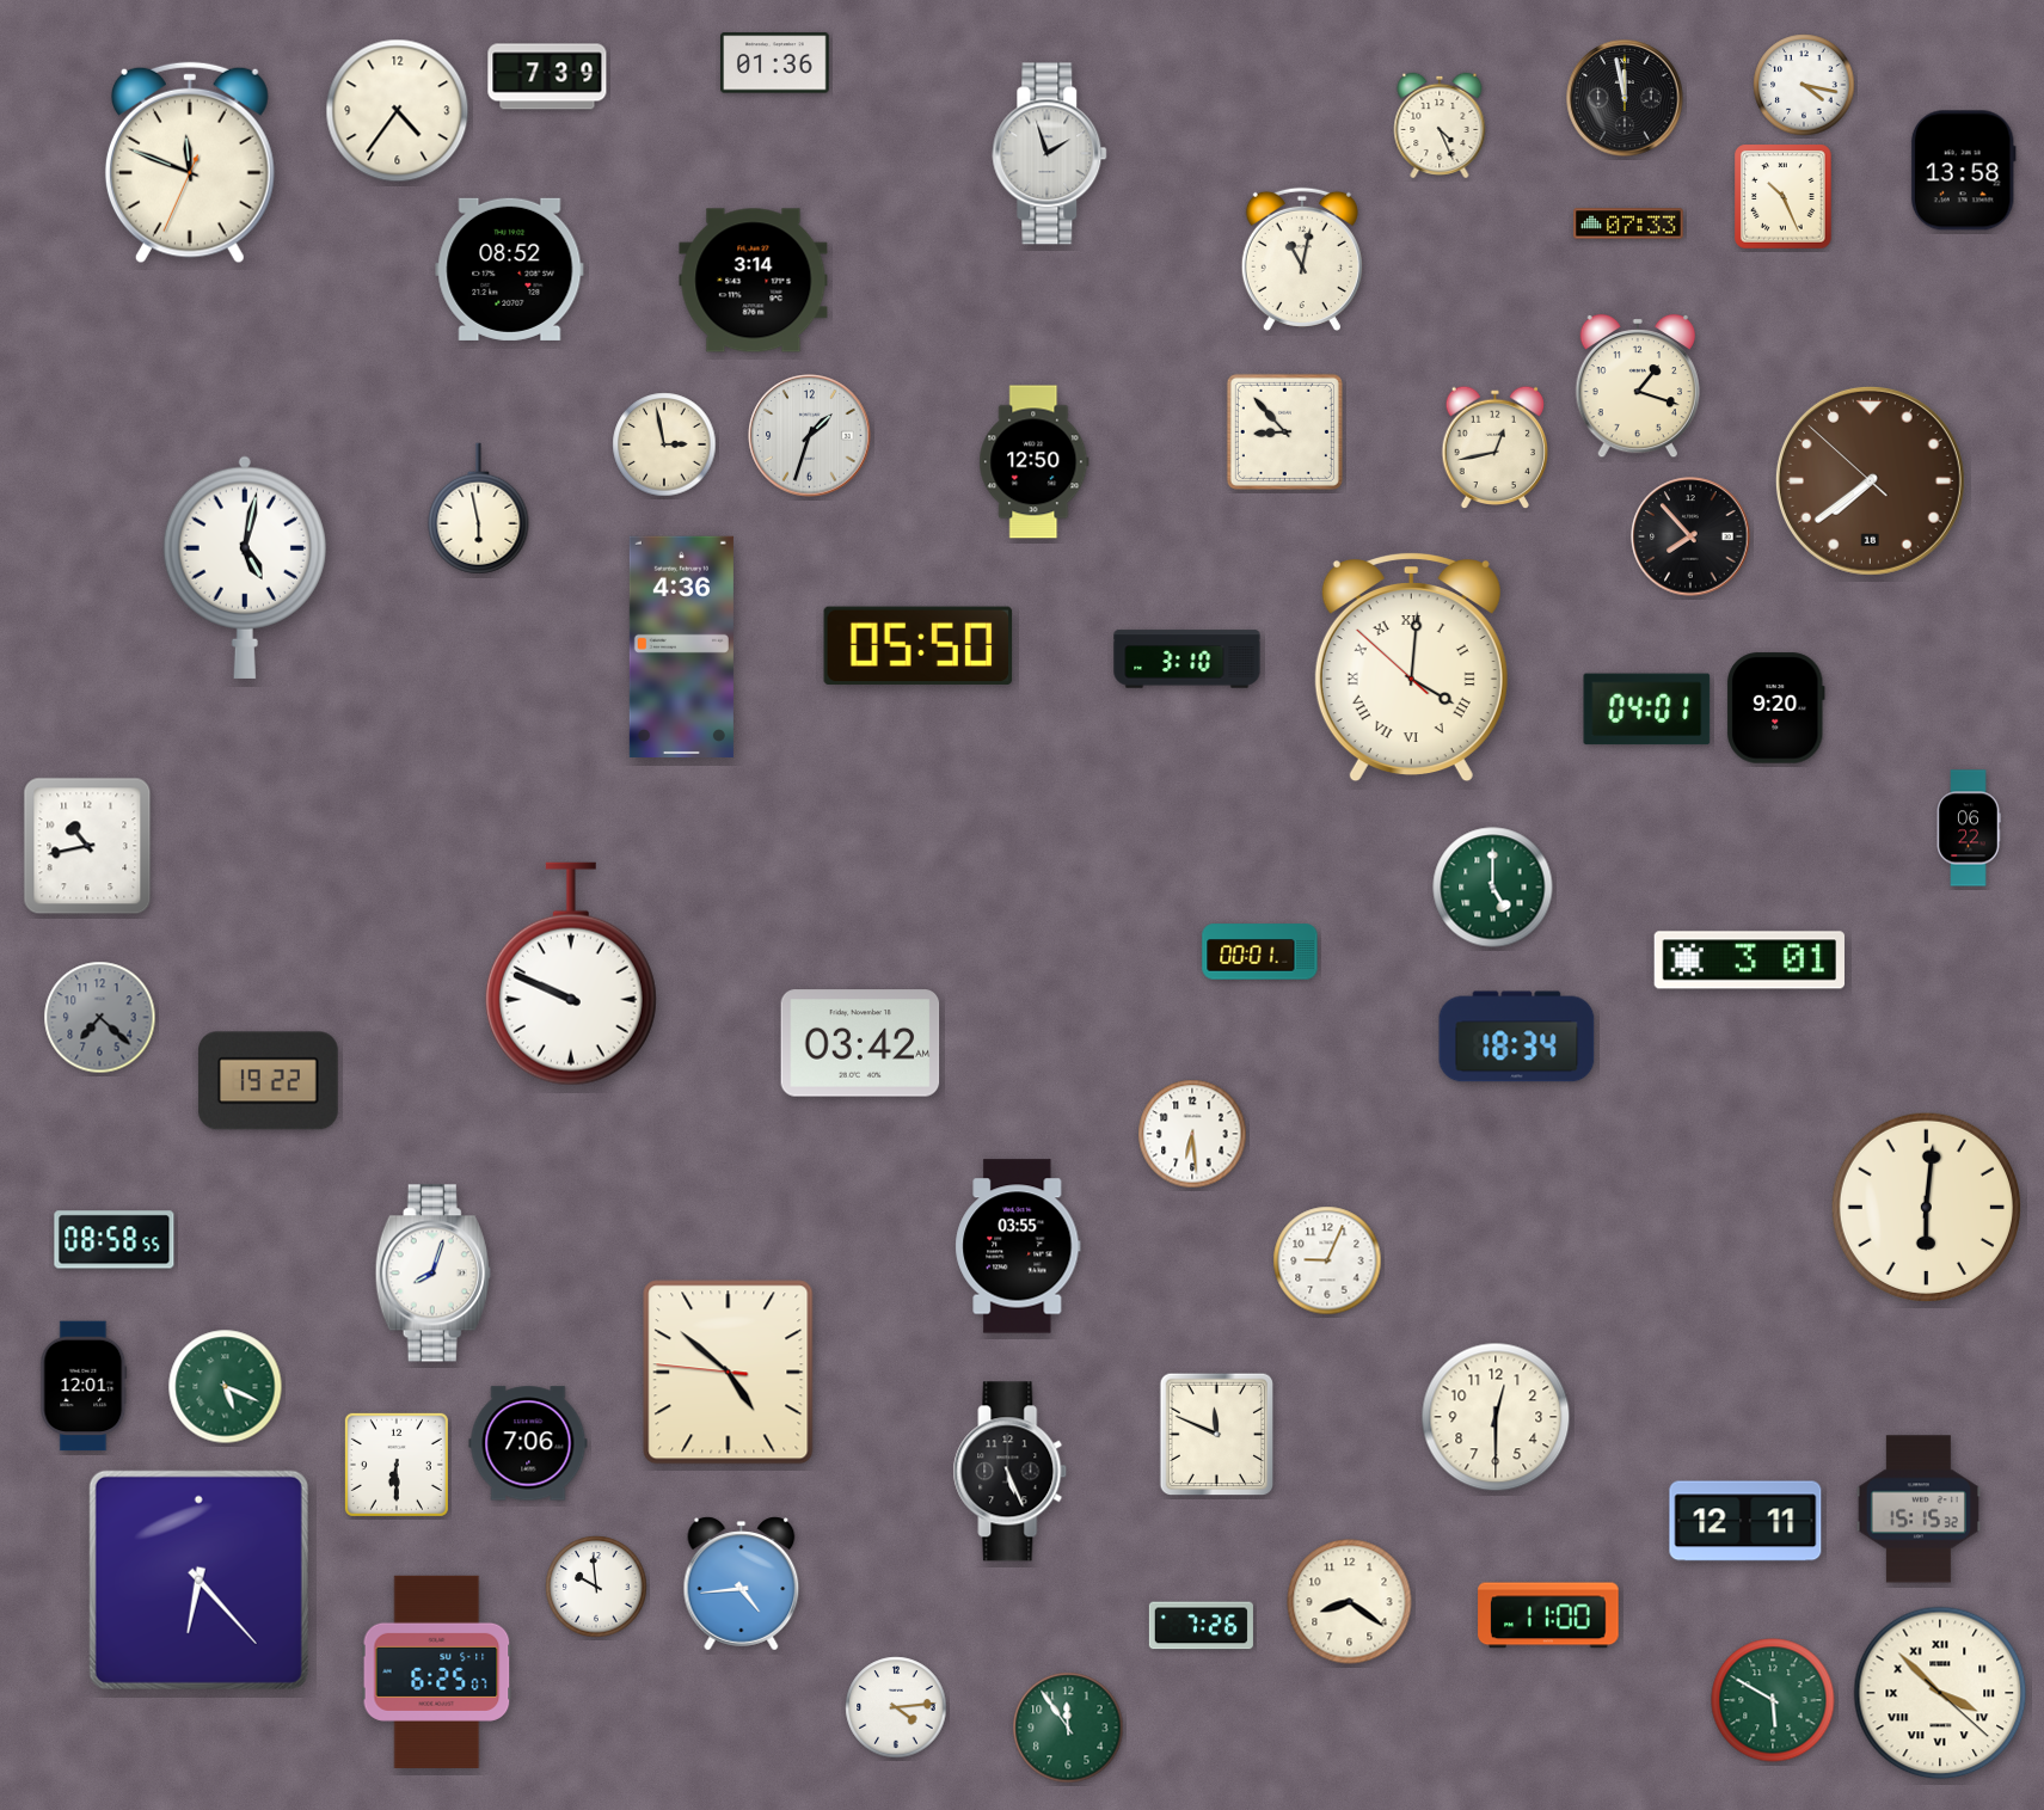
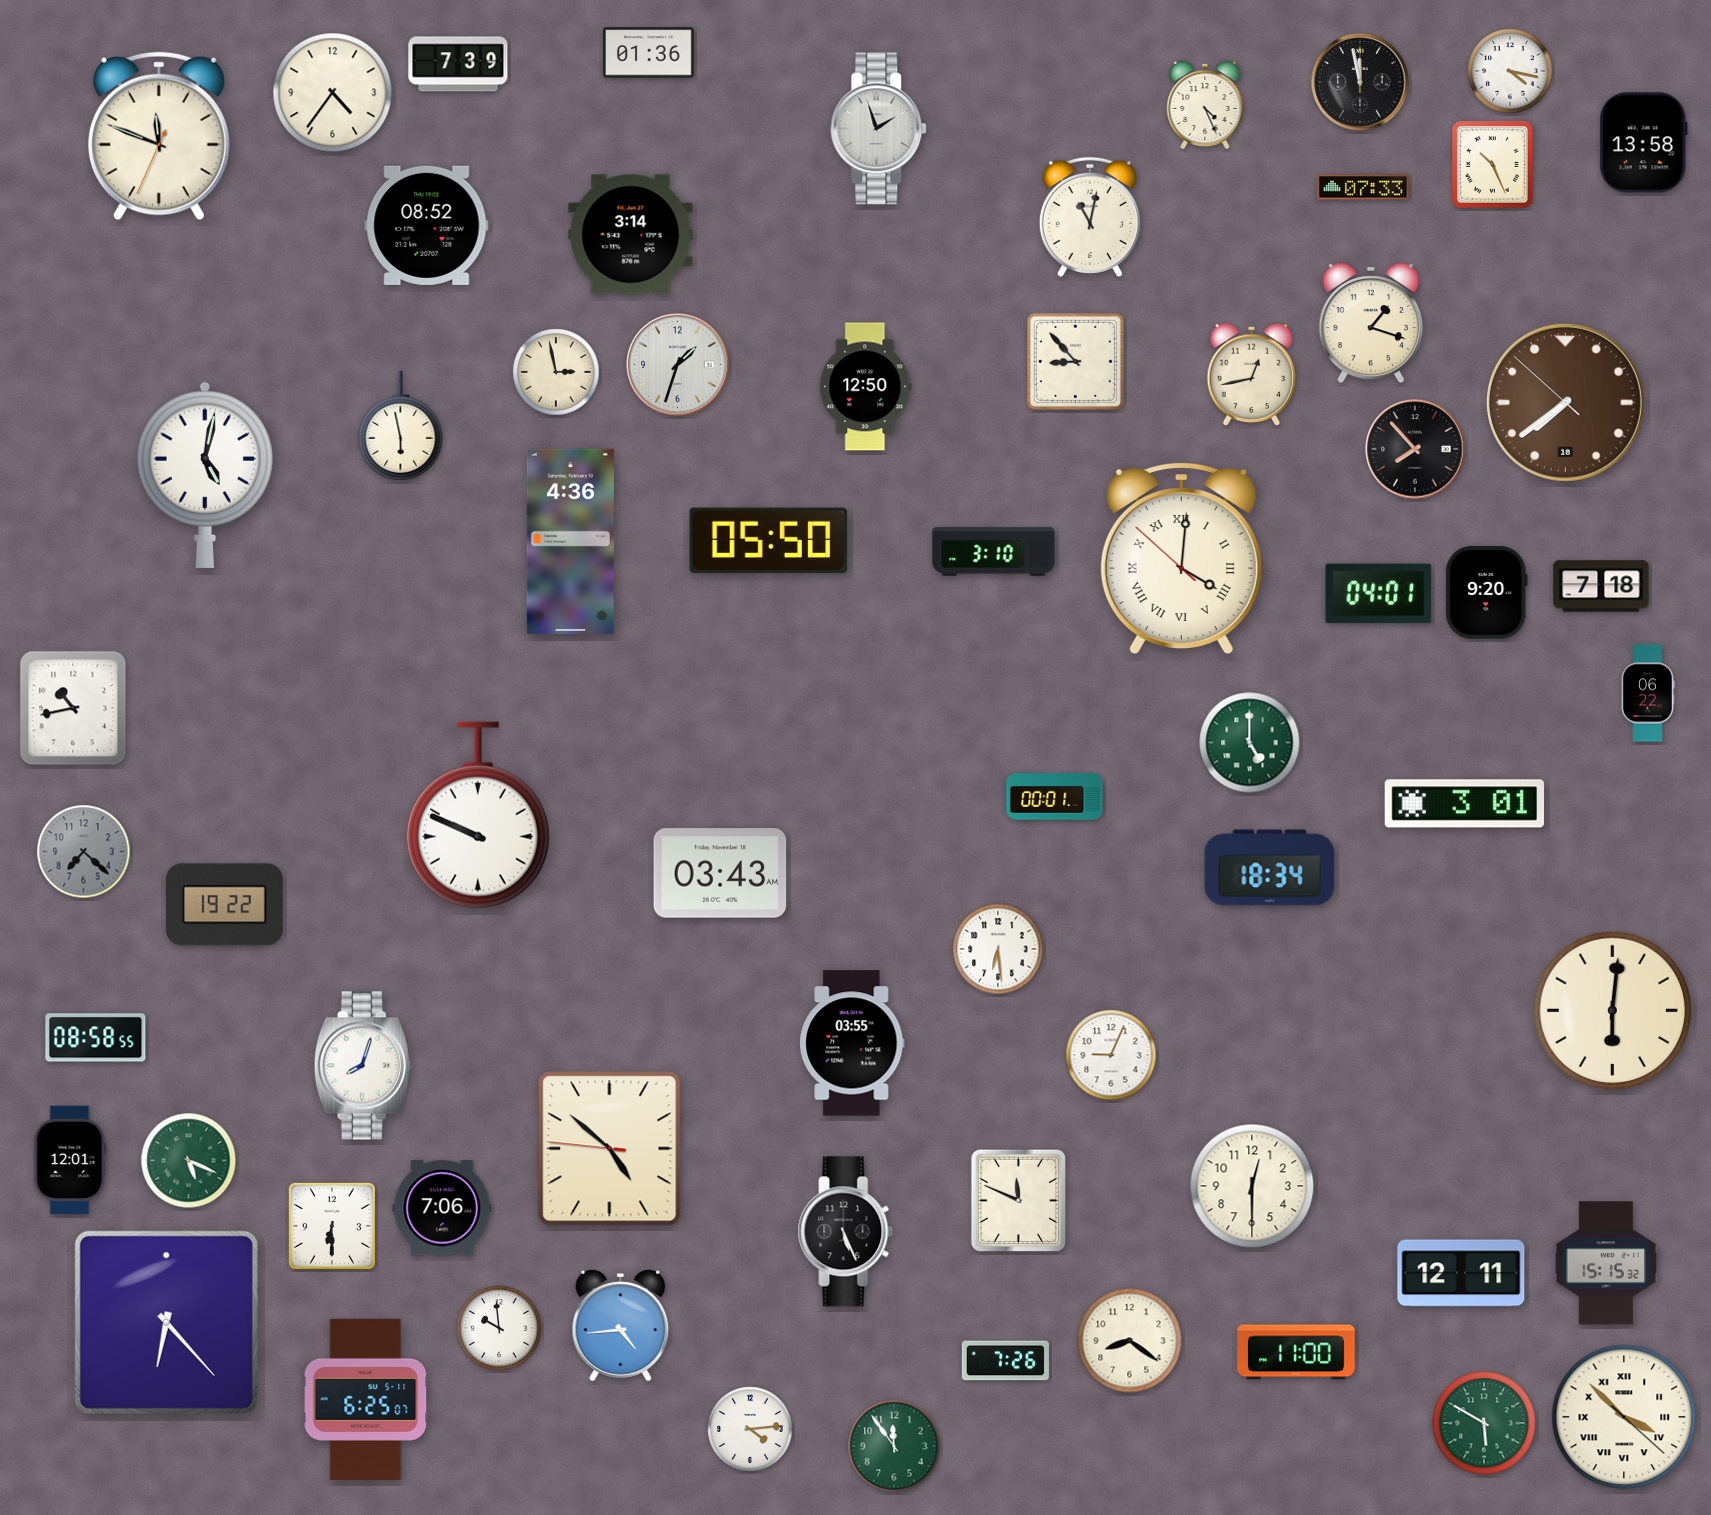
clock at (1601, 586): none -> 7:18
clock at (860, 1043): 03:42 -> 03:43
